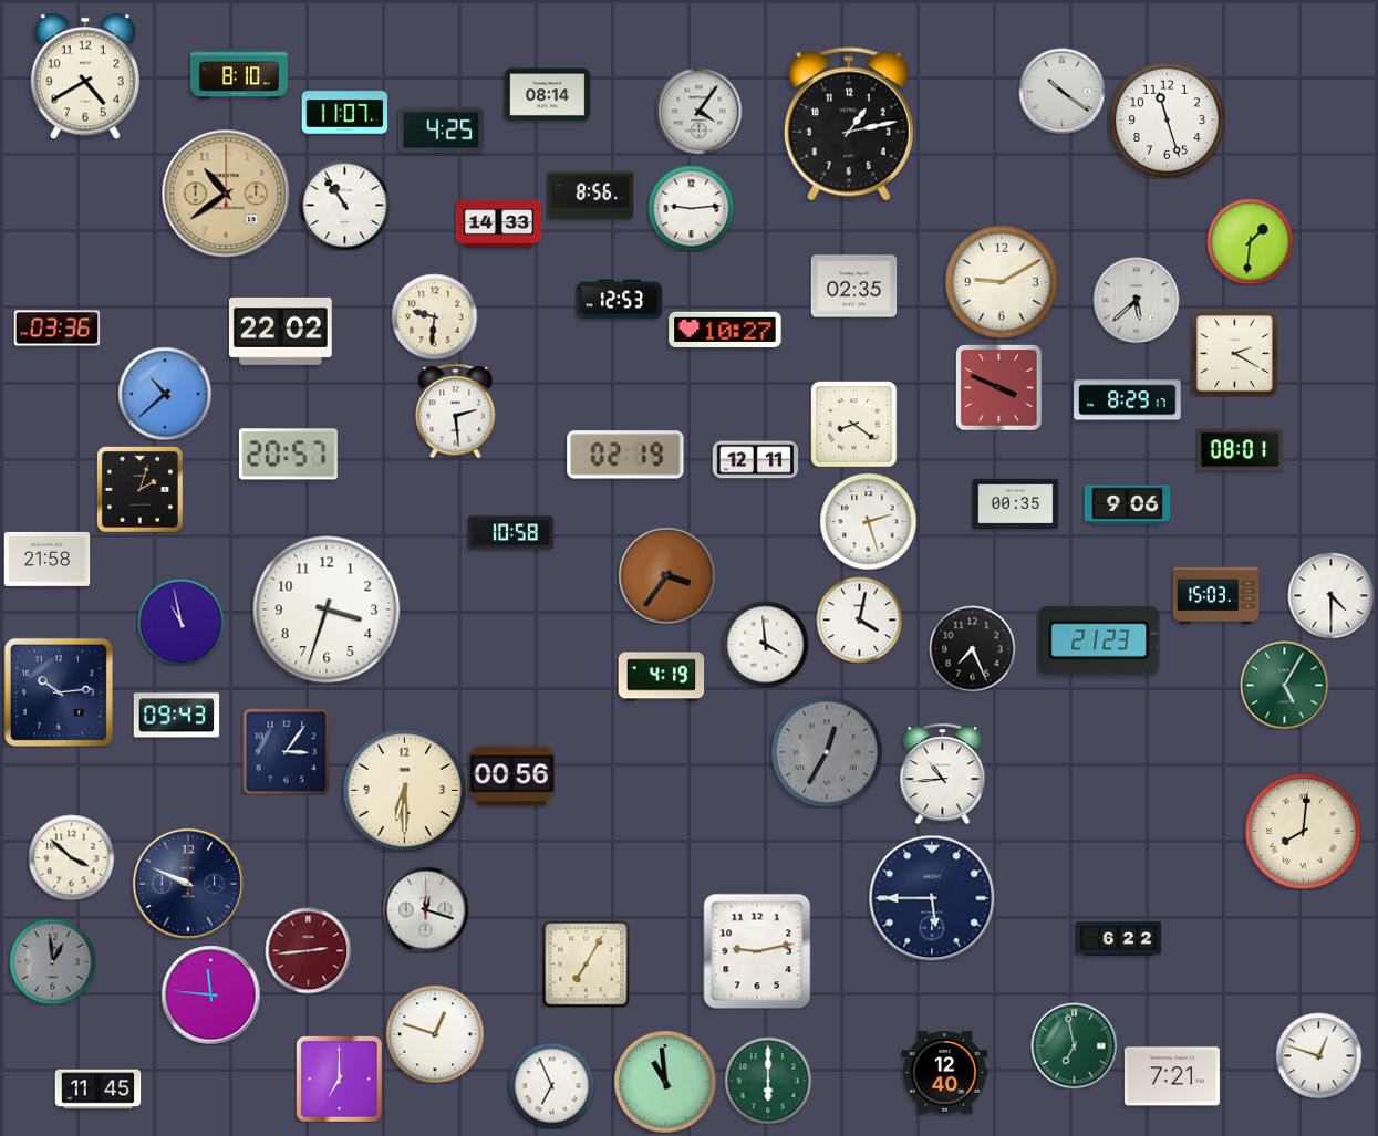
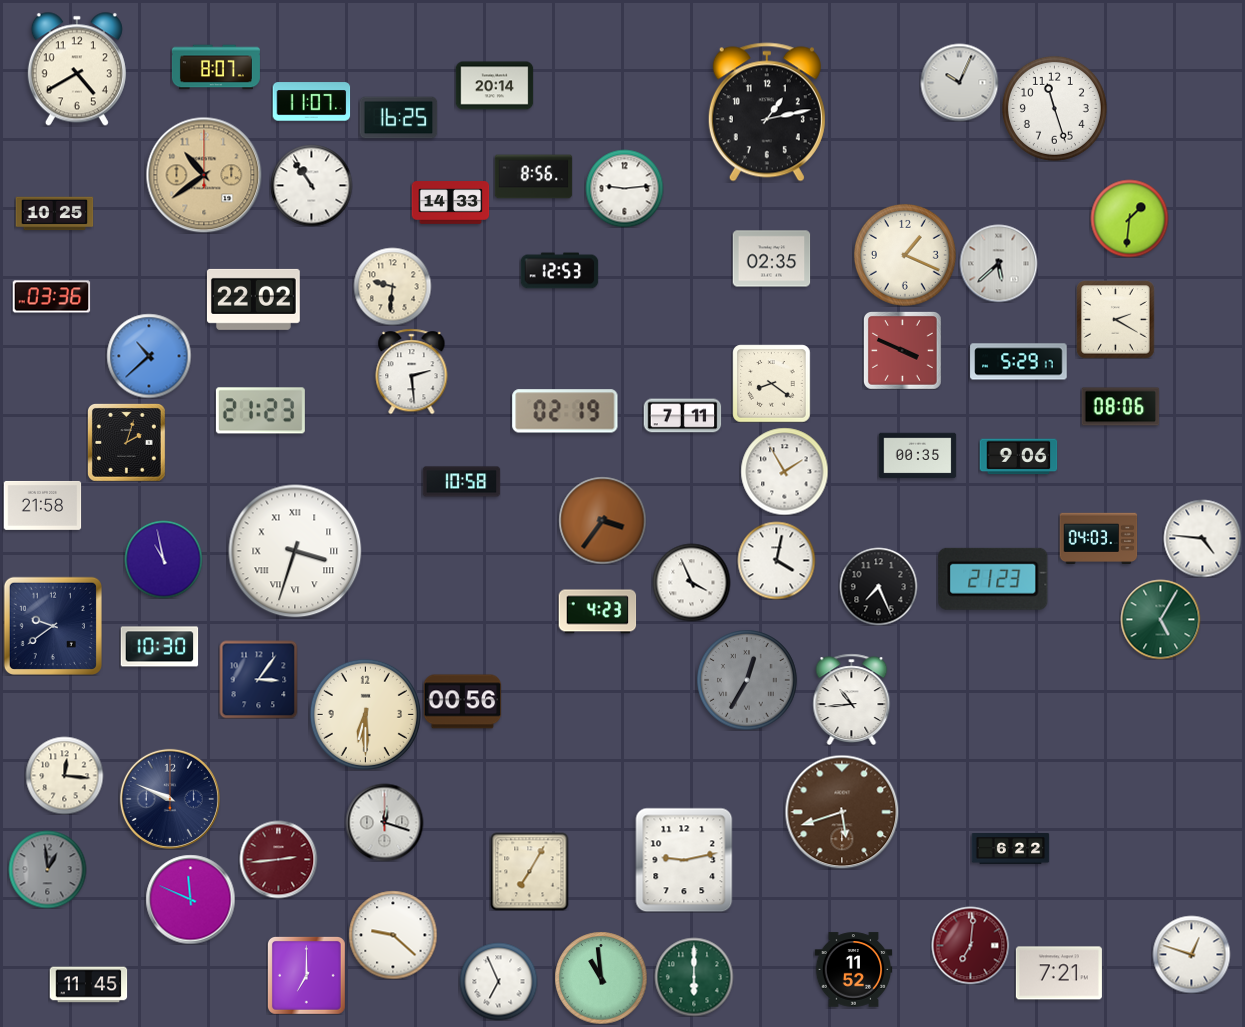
clock at (239, 74): 8:10 -> 8:07
clock at (1061, 91): 10:21 -> 10:04
clock at (547, 95): 08:14 -> 20:14
clock at (698, 111): 4:06 -> none
clock at (441, 131): 4:25 -> 16:25
clock at (54, 214): none -> 10:25
clock at (1002, 282): 9:10 -> 1:19
clock at (1136, 300) position: (1136, 300) -> (998, 263)
clock at (725, 330): 10:27 -> none
clock at (1128, 400): 8:29 -> 5:29
clock at (1240, 450): 08:01 -> 08:06
clock at (288, 455): 20:57 -> 21:23
clock at (755, 460): 12:11 -> 7:11
clock at (868, 521): 2:27 -> 1:55
clock at (1330, 595): 4:30 -> 4:46
clock at (1215, 596): 15:03 -> 04:03
clock at (327, 609) numerals: Arabic -> Roman
clock at (180, 622) position: (180, 622) -> (163, 559)
clock at (765, 644): 3:59 -> 3:56
clock at (661, 677): 4:19 -> 4:23
clock at (59, 692): 10:14 -> 9:39
clock at (176, 716): 09:43 -> 10:30
clock at (1303, 831): 8:01 -> none
clock at (71, 857): 3:52 -> 12:16
clock at (932, 898): 5:45 -> 5:42
clock at (932, 898) dial: navy -> brown
clock at (210, 994): 11:46 -> 11:49
clock at (435, 1034): 12:48 -> 9:22
clock at (1074, 1045): 6:58 -> 7:01
clock at (1074, 1045) dial: green -> burgundy
clock at (944, 1073): 12:40 -> 11:52
